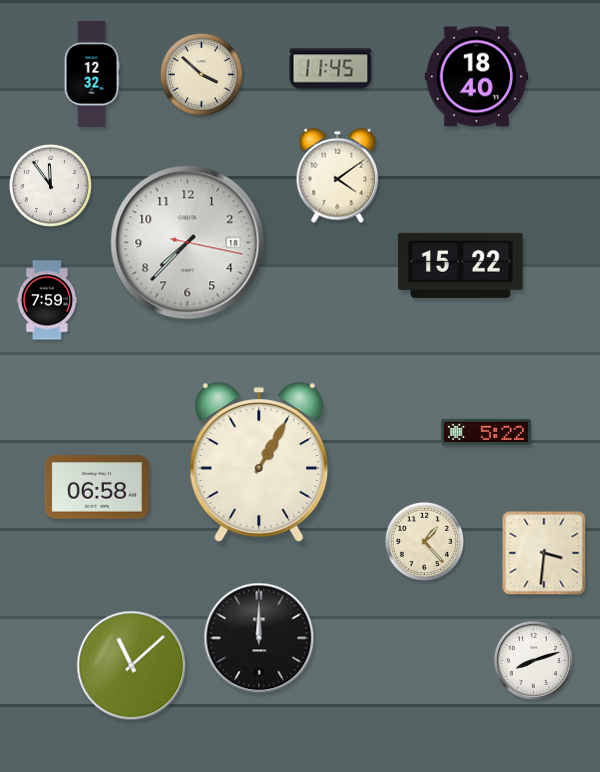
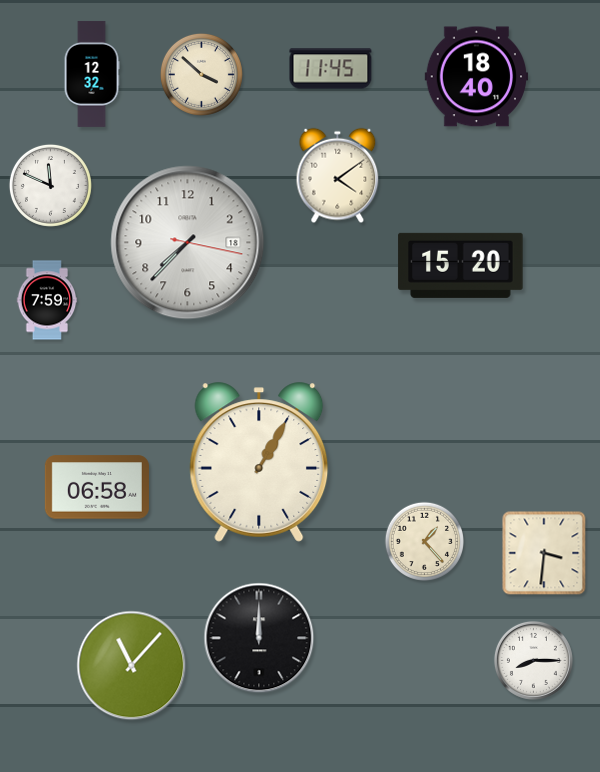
clock at (50, 185): 11:54 -> 11:49
clock at (461, 265): 15:22 -> 15:20
clock at (486, 431): 5:22 -> none
clock at (533, 660): 8:12 -> 8:15
clock at (132, 666): 11:08 -> 11:07
